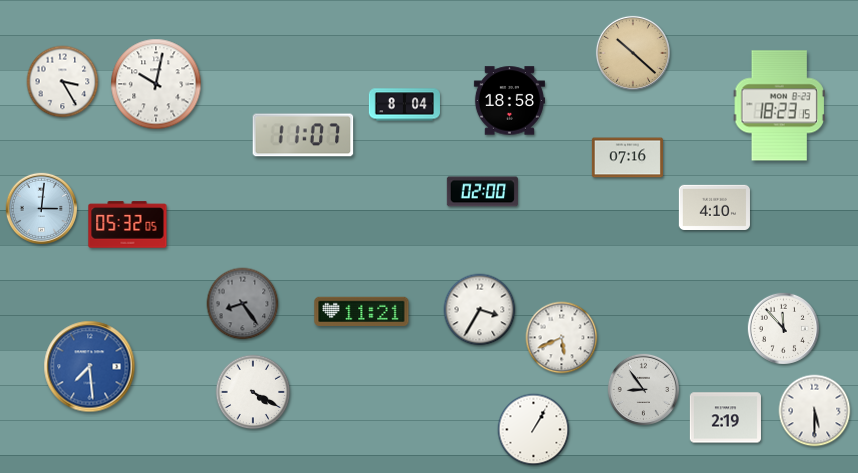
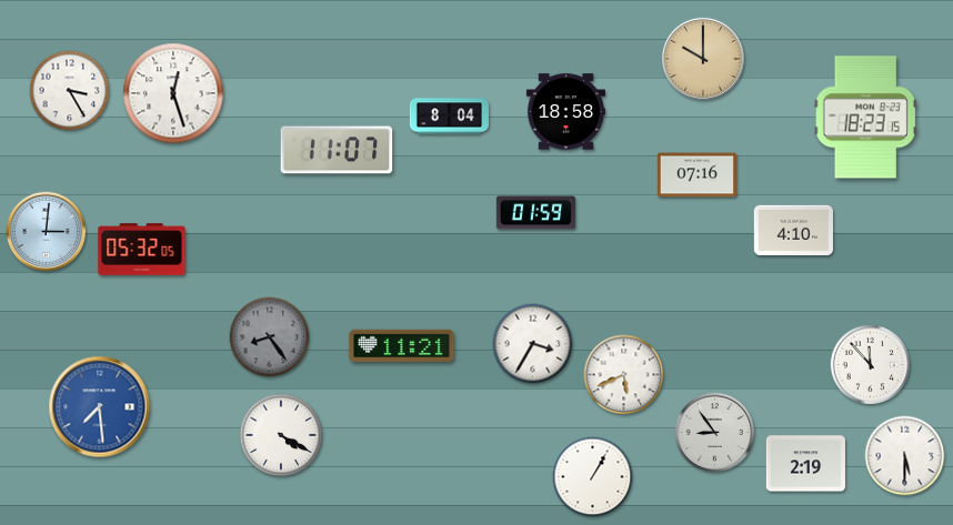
clock at (633, 53): 10:22 -> 10:00
clock at (156, 84): 10:02 -> 12:27
clock at (482, 192): 02:00 -> 01:59
